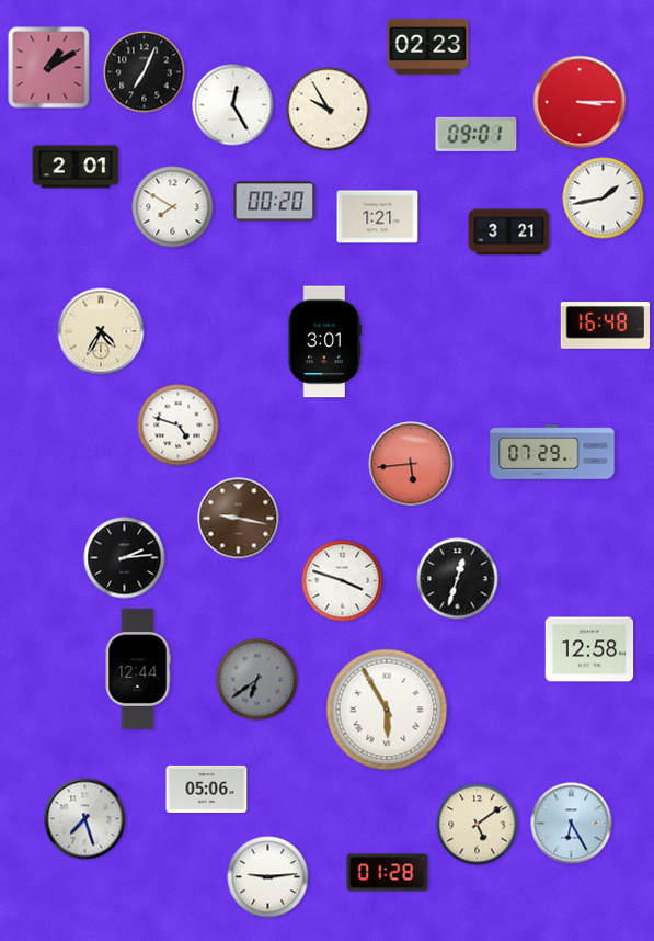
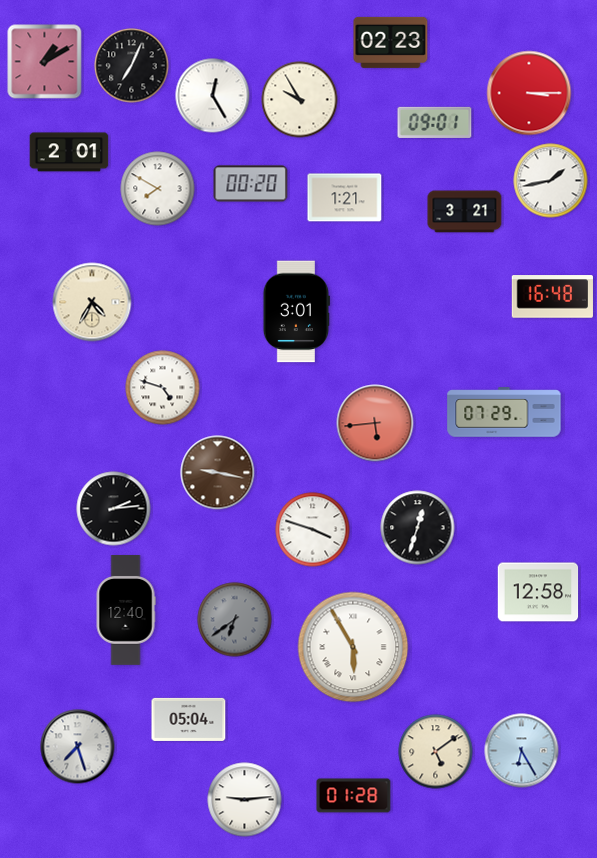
clock at (138, 669): 12:44 -> 12:40
clock at (207, 789): 05:06 -> 05:04
